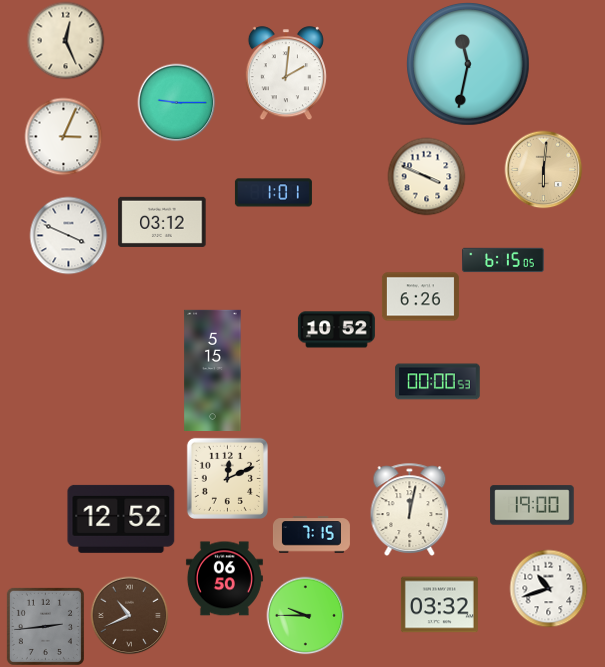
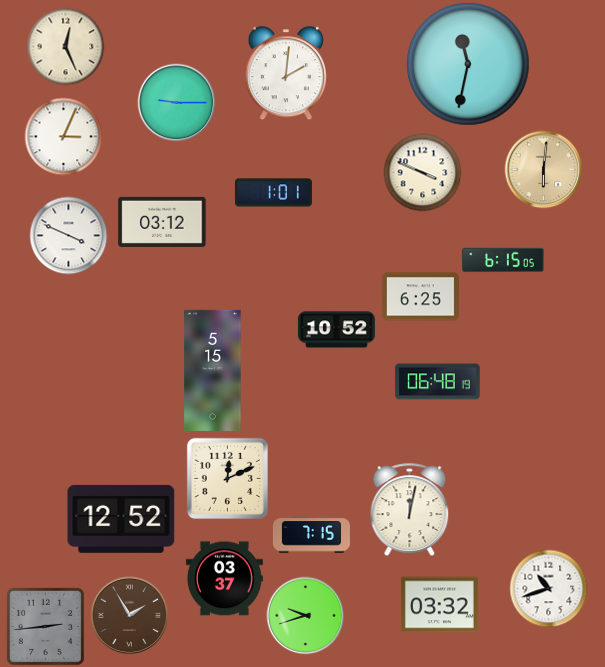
clock at (65, 40) position: (65, 40) -> (65, 46)
clock at (426, 176) position: (426, 176) -> (422, 172)
clock at (420, 297): 6:26 -> 6:25
clock at (438, 382): 00:00 -> 06:48
clock at (532, 505): 19:00 -> none
clock at (224, 579): 06:50 -> 03:37
clock at (129, 615): 10:41 -> 1:55
clock at (305, 615): 9:45 -> 9:42
